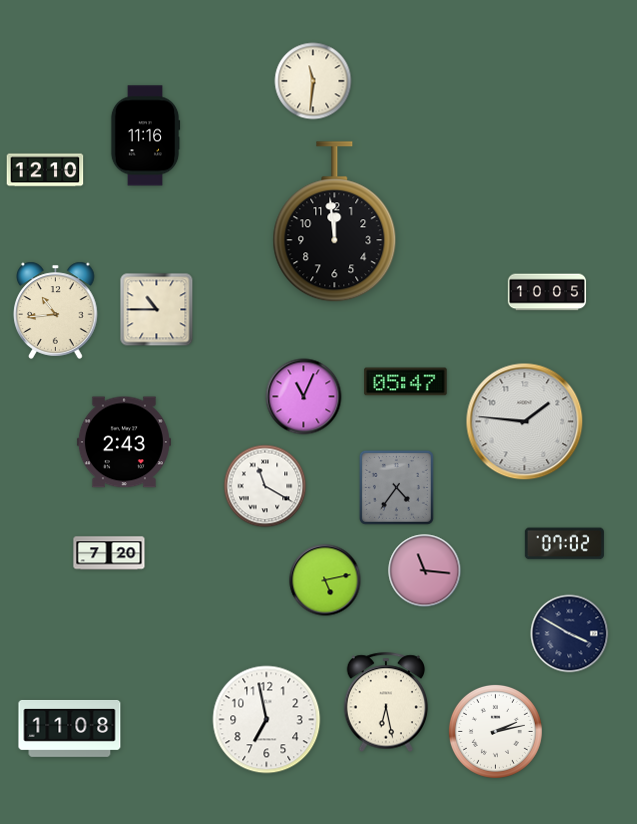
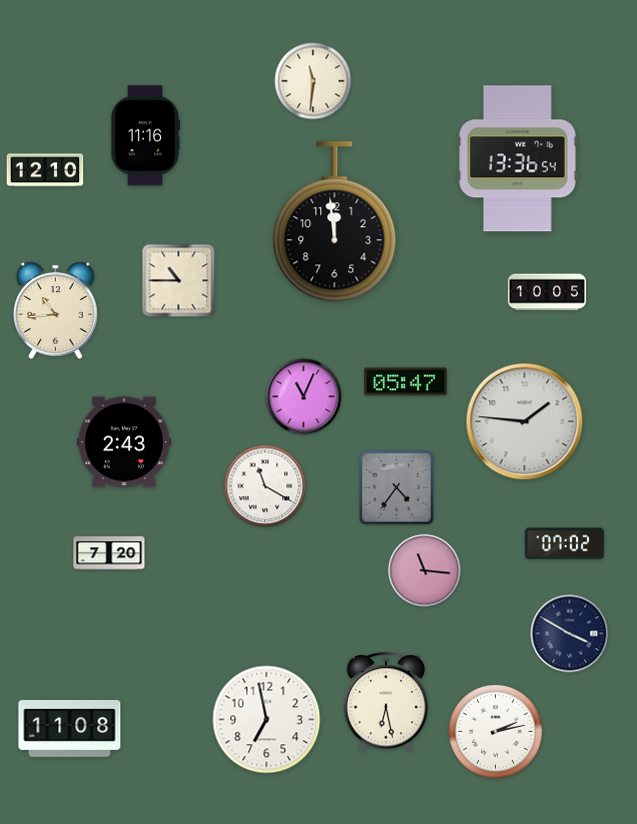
clock at (518, 159): none -> 13:36
clock at (157, 310) position: (157, 310) -> (179, 281)
clock at (325, 580): 5:13 -> none
